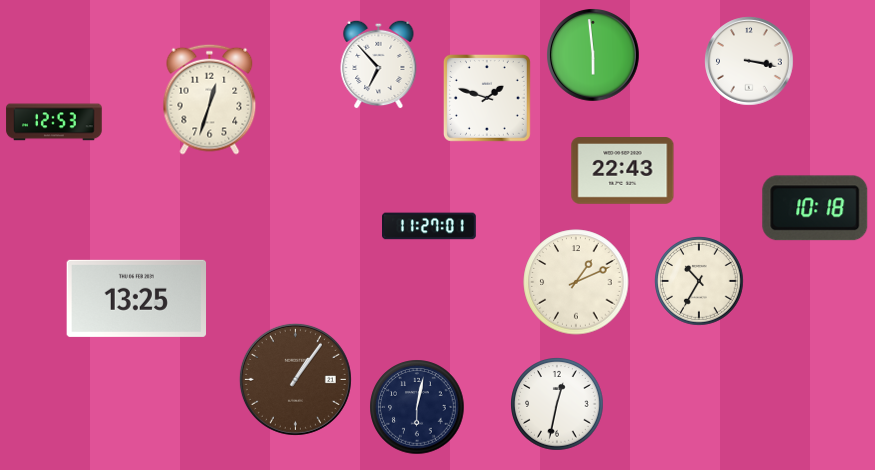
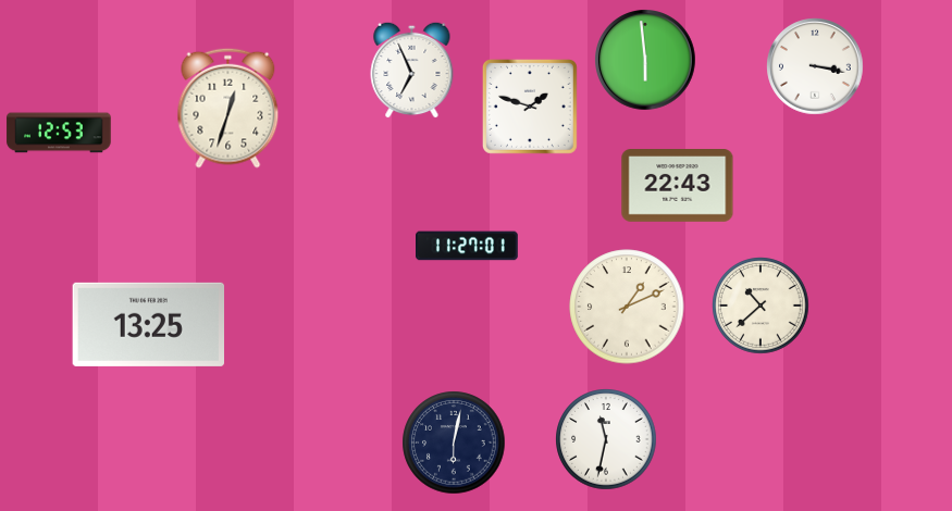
clock at (379, 64): 6:53 -> 6:56
clock at (815, 208): 10:18 -> none
clock at (699, 281): 10:35 -> 10:38
clock at (295, 379): 1:06 -> none
clock at (557, 404): 12:32 -> 11:32
